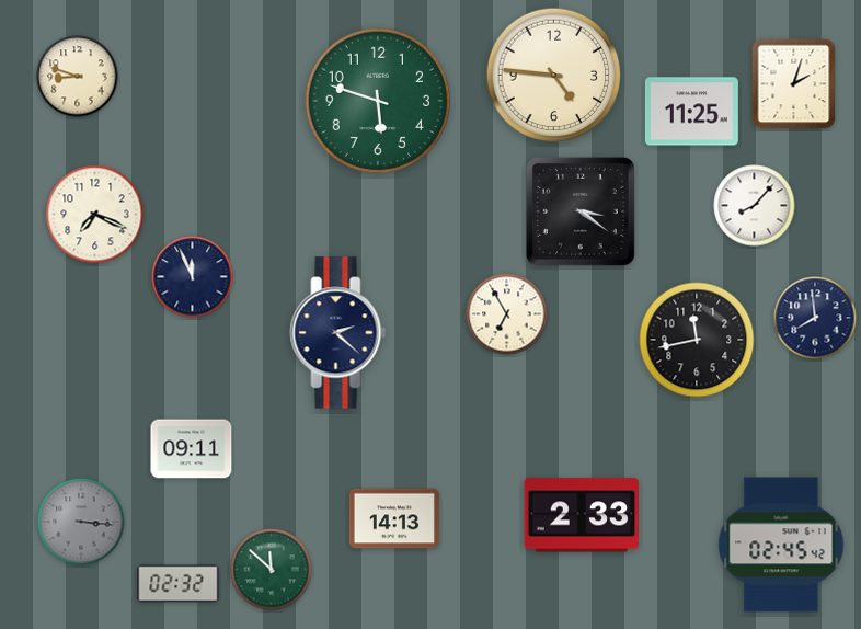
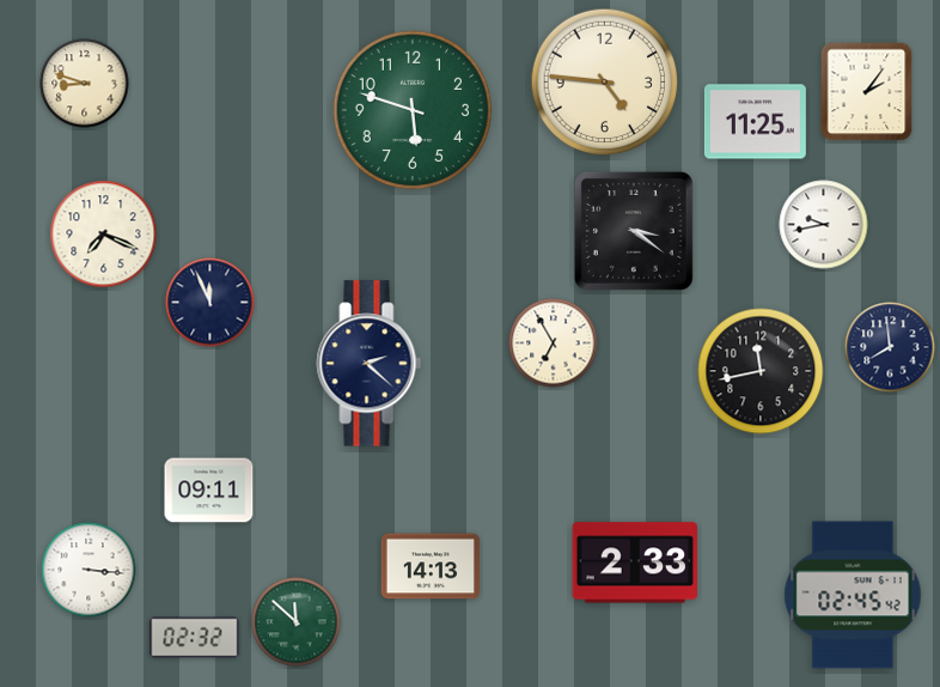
clock at (794, 84): 2:03 -> 2:06
clock at (755, 206): 8:07 -> 9:43
clock at (81, 522) dial: grey -> white
